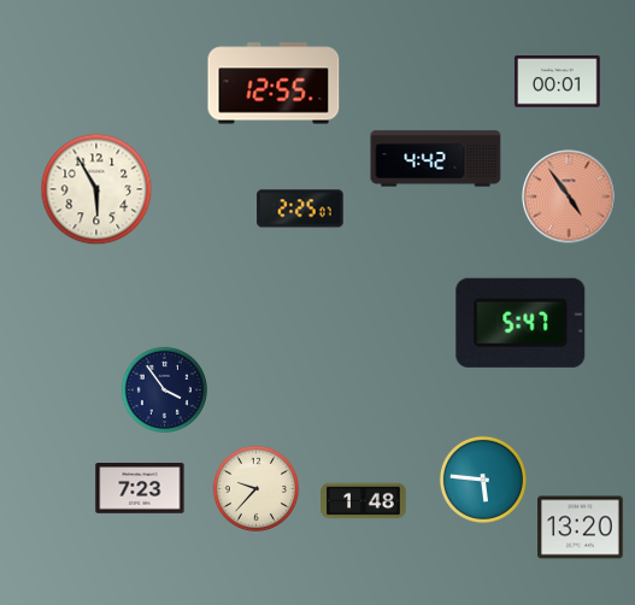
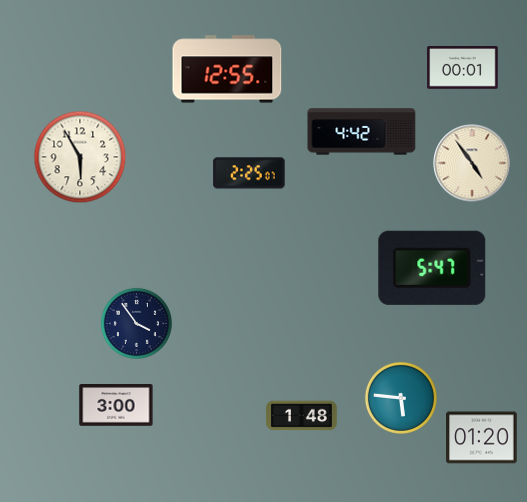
clock at (569, 196) dial: salmon -> cream
clock at (140, 488): 7:23 -> 3:00
clock at (255, 488): 9:37 -> none
clock at (581, 528): 13:20 -> 01:20
